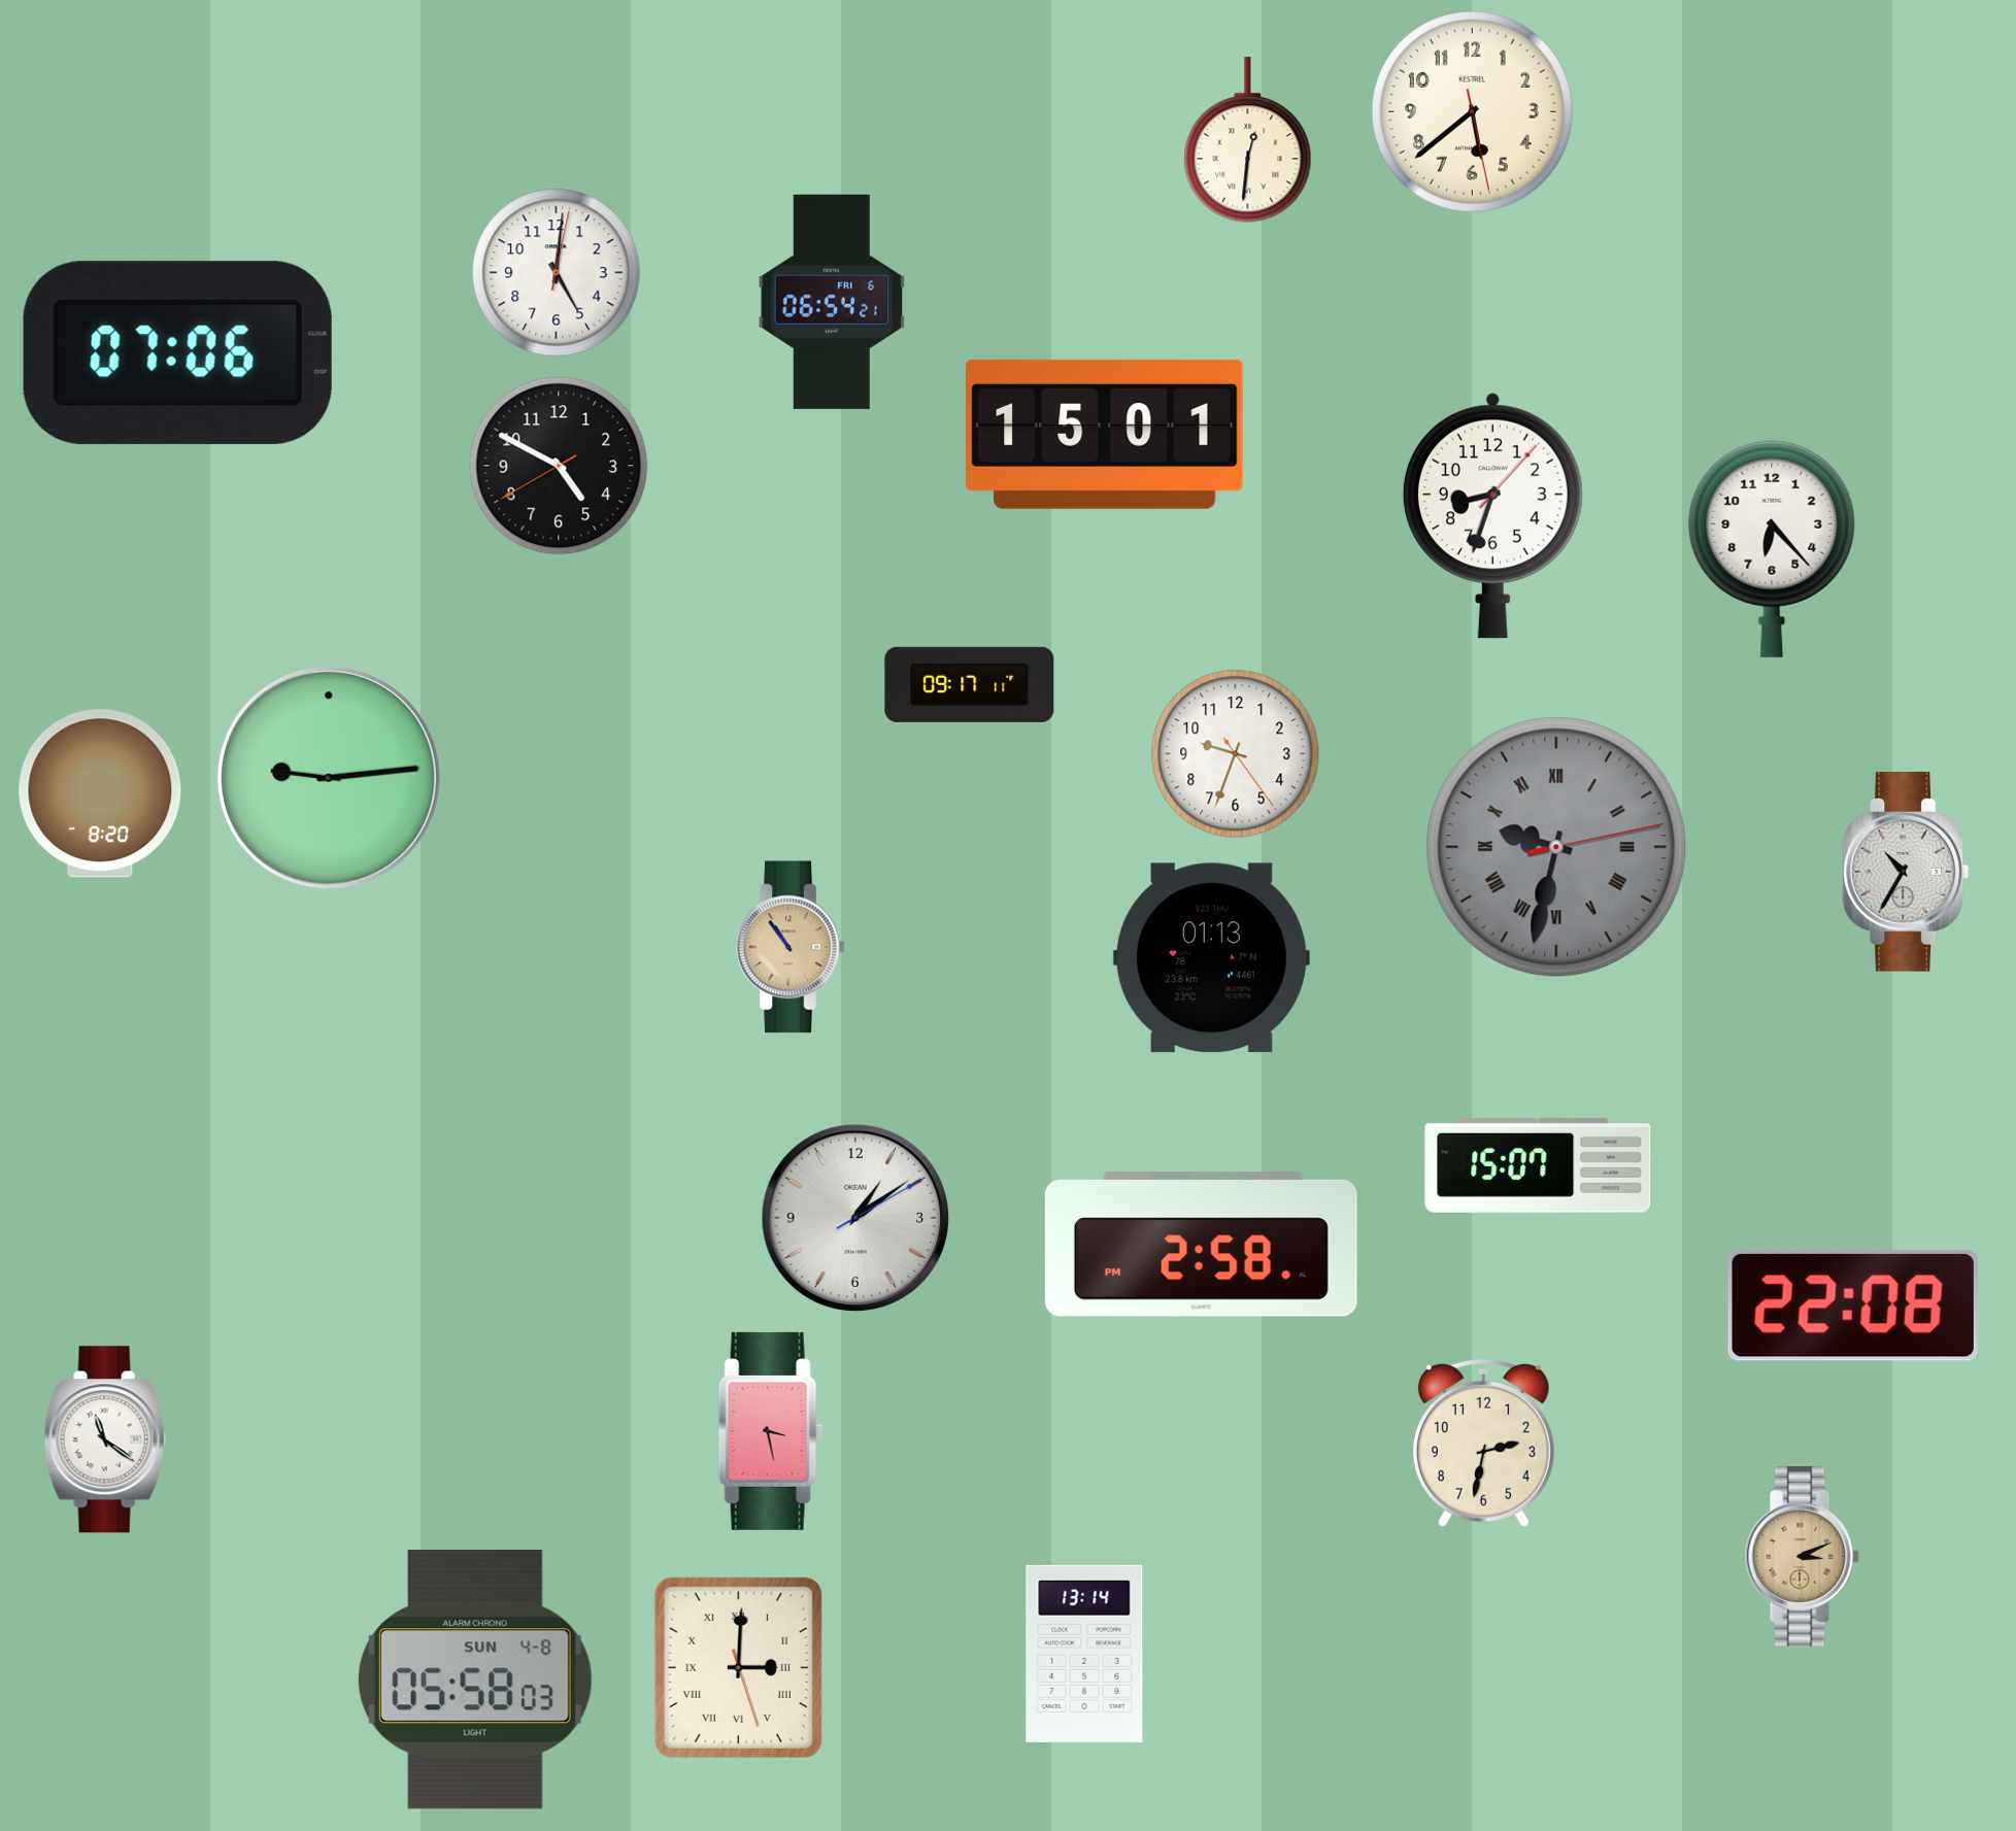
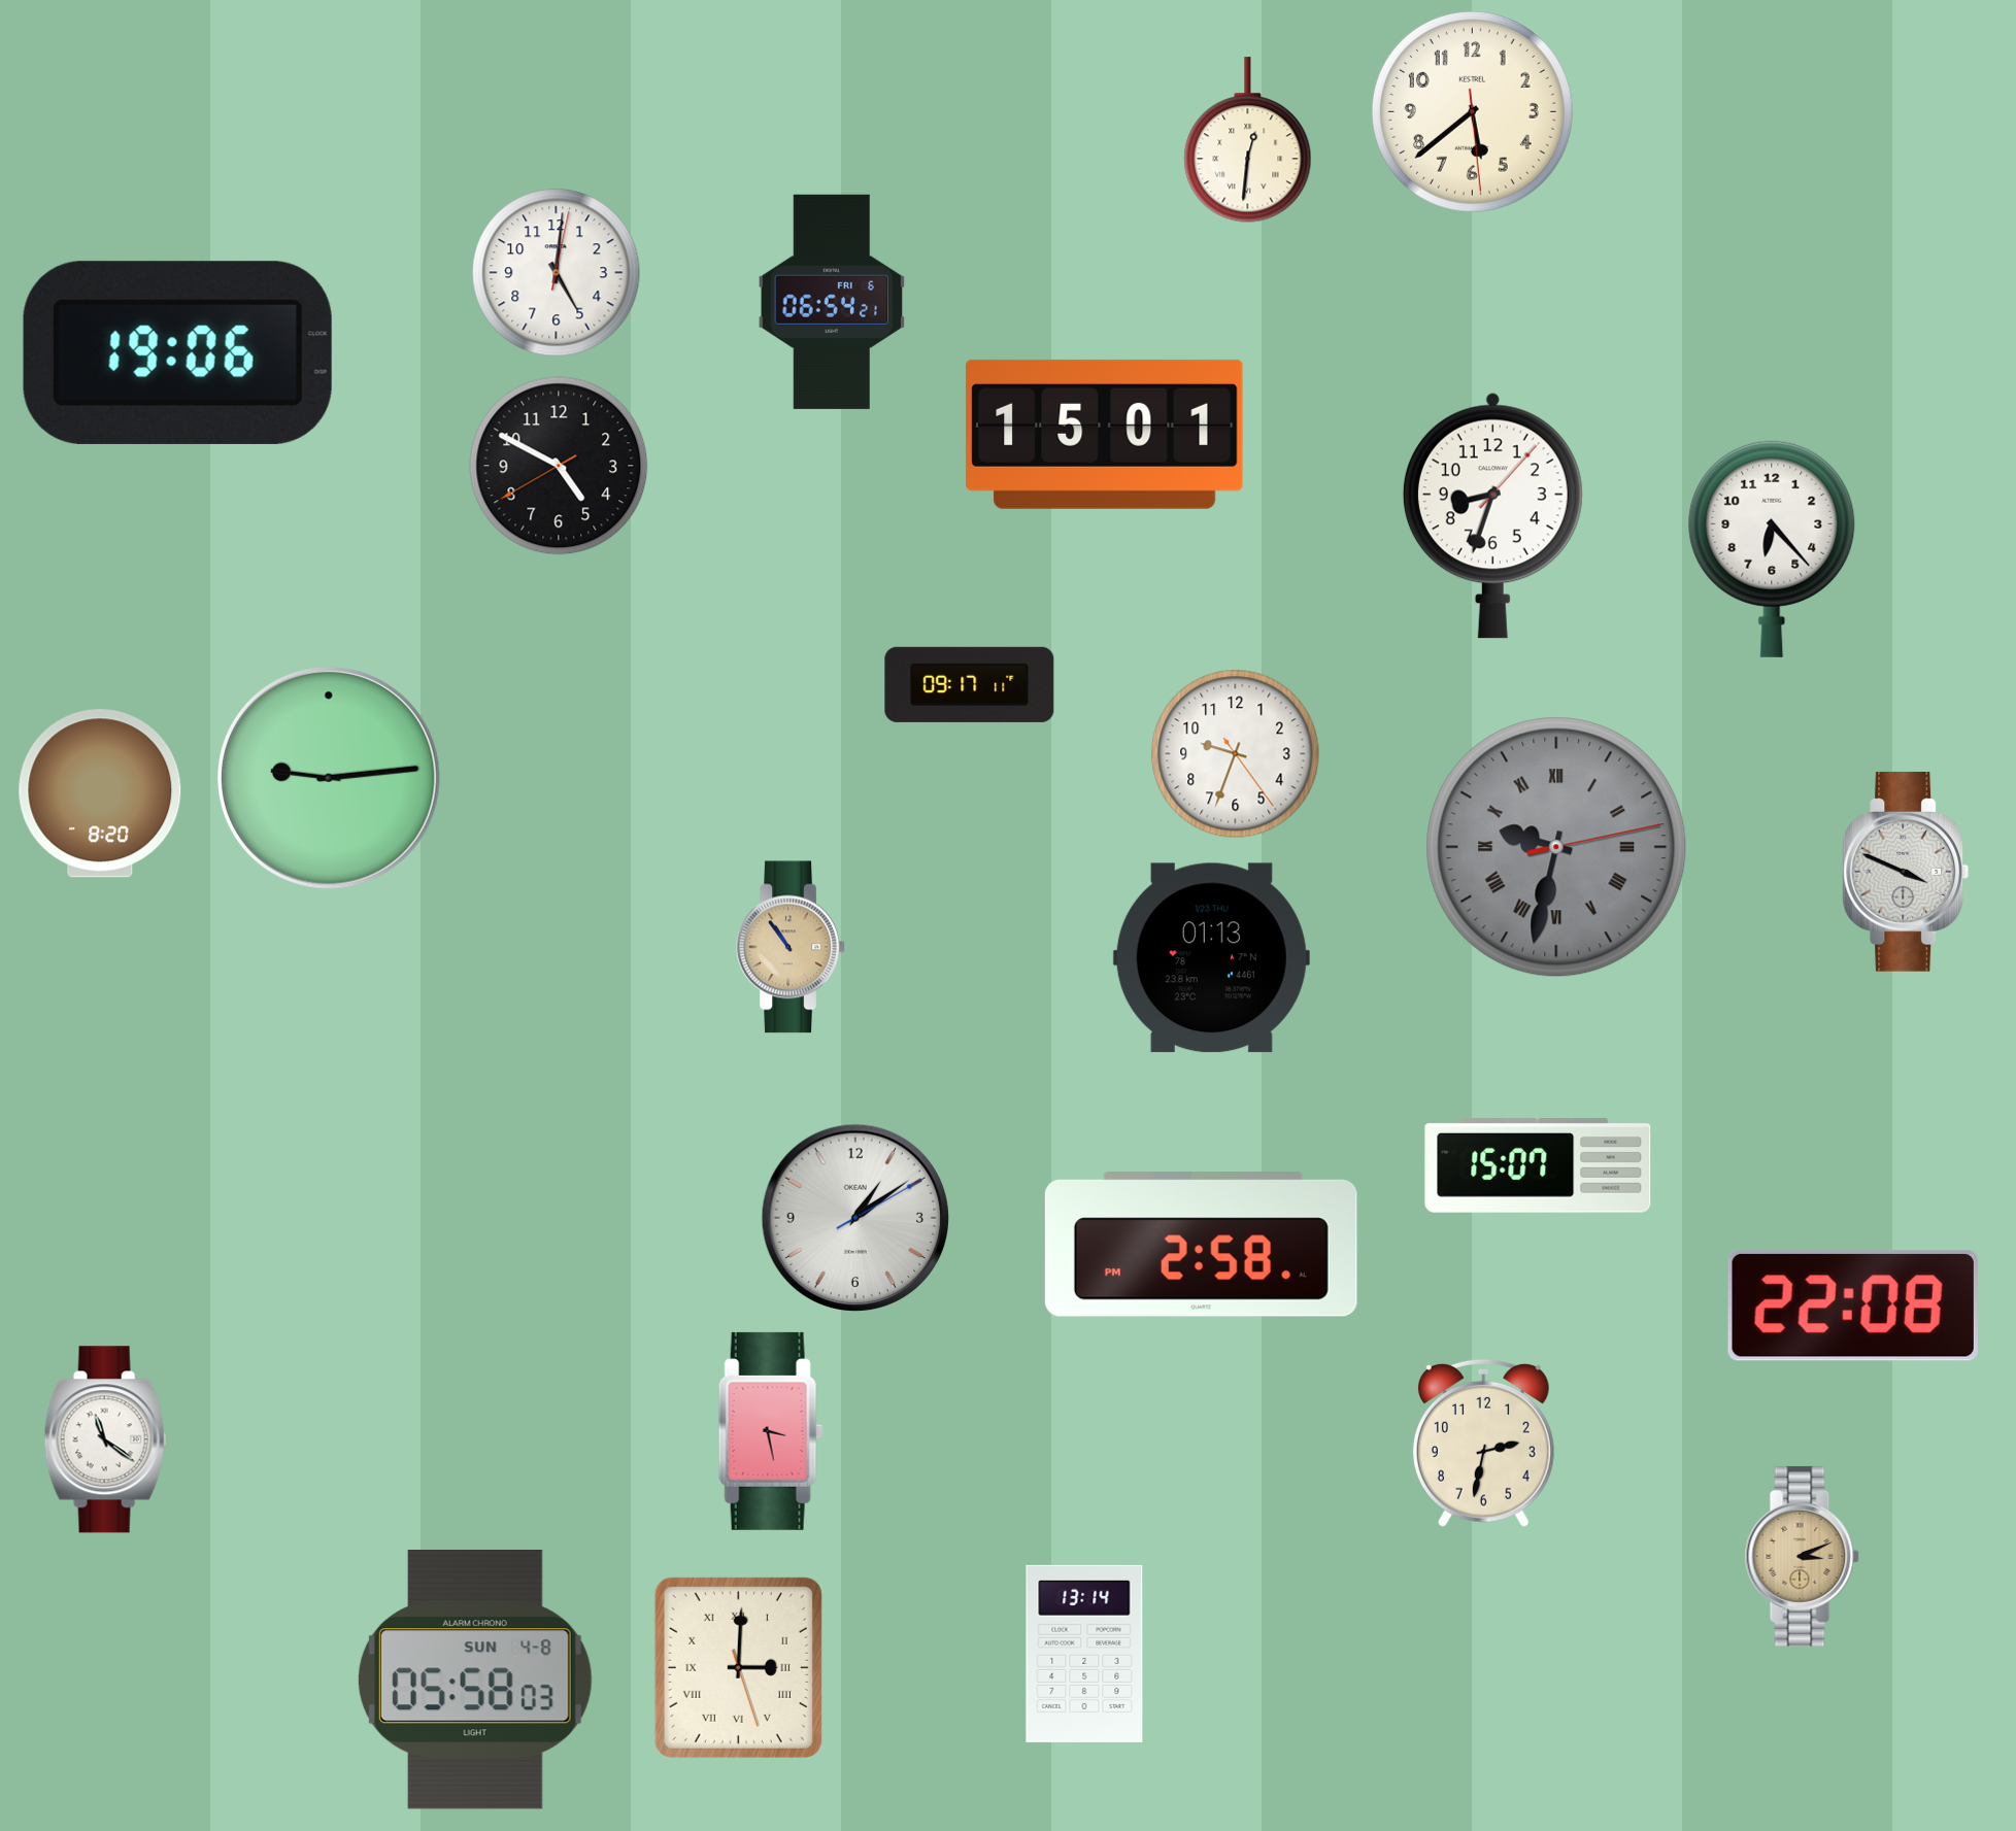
clock at (1472, 111): 5:38:28 -> 5:38:29
clock at (177, 352): 07:06 -> 19:06
clock at (1906, 872): 10:35 -> 3:49
